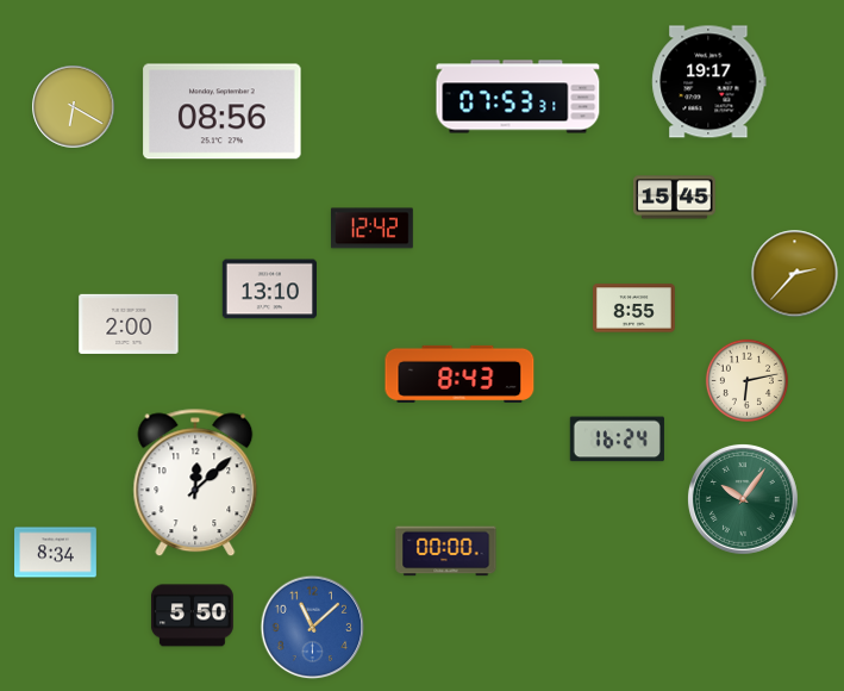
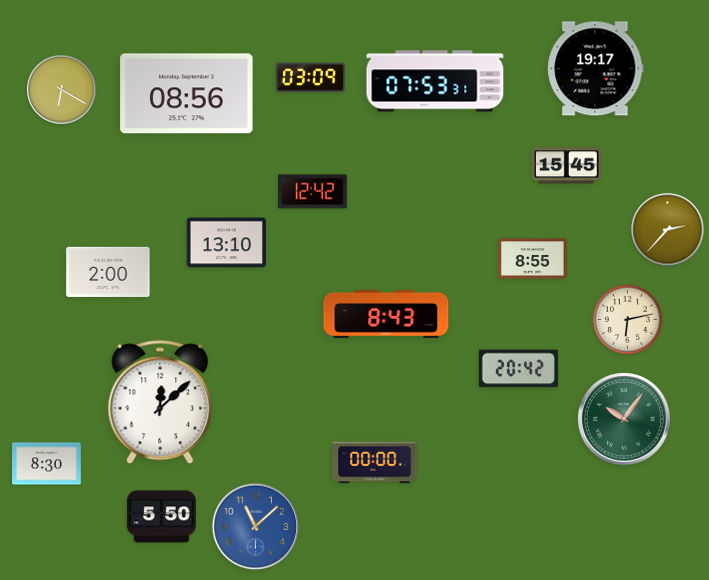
clock at (310, 78): none -> 03:09
clock at (617, 440): 16:24 -> 20:42
clock at (195, 483) position: (195, 483) -> (160, 402)
clock at (56, 553): 8:34 -> 8:30
clock at (313, 628) position: (313, 628) -> (256, 527)
